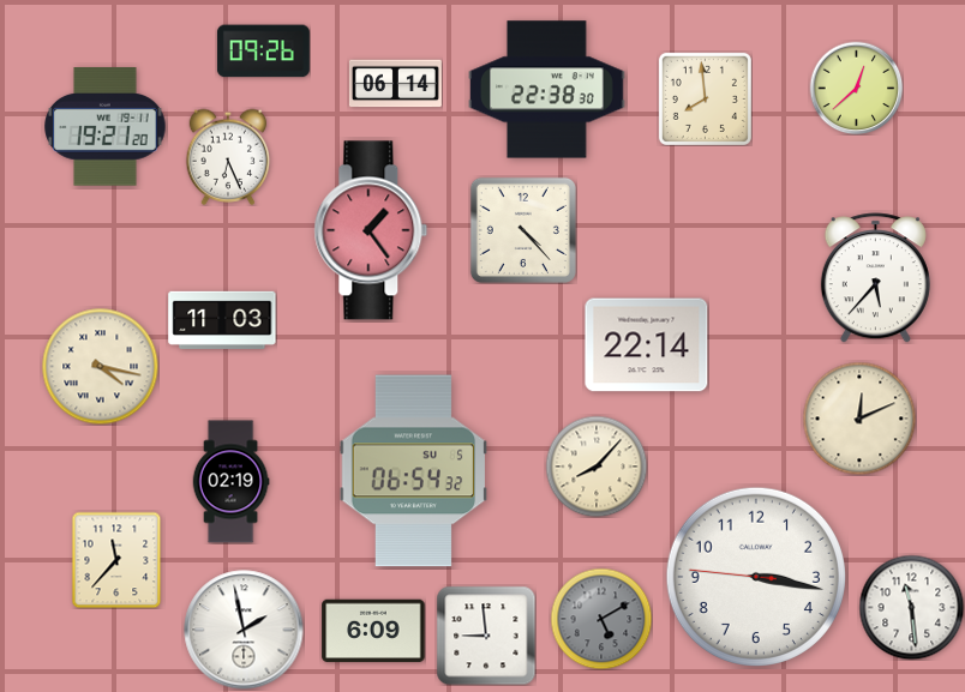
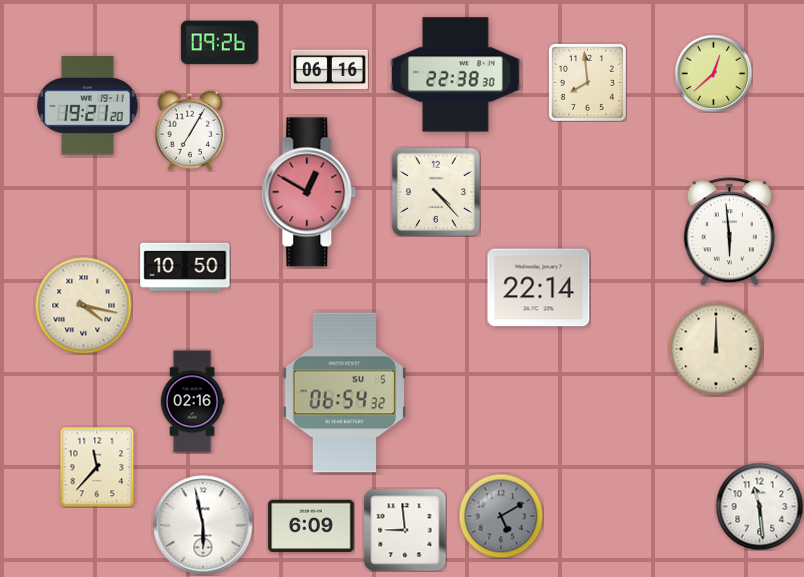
clock at (395, 84): 06:14 -> 06:16
clock at (228, 157): 6:26 -> 7:05
clock at (371, 230): 1:24 -> 12:50
clock at (875, 278): 5:37 -> 5:59
clock at (222, 319): 11:03 -> 10:50
clock at (859, 419): 12:11 -> 12:00
clock at (597, 467): 8:07 -> none
clock at (230, 482): 02:19 -> 02:16
clock at (756, 577): 3:16 -> none
clock at (244, 630): 1:58 -> 5:58
